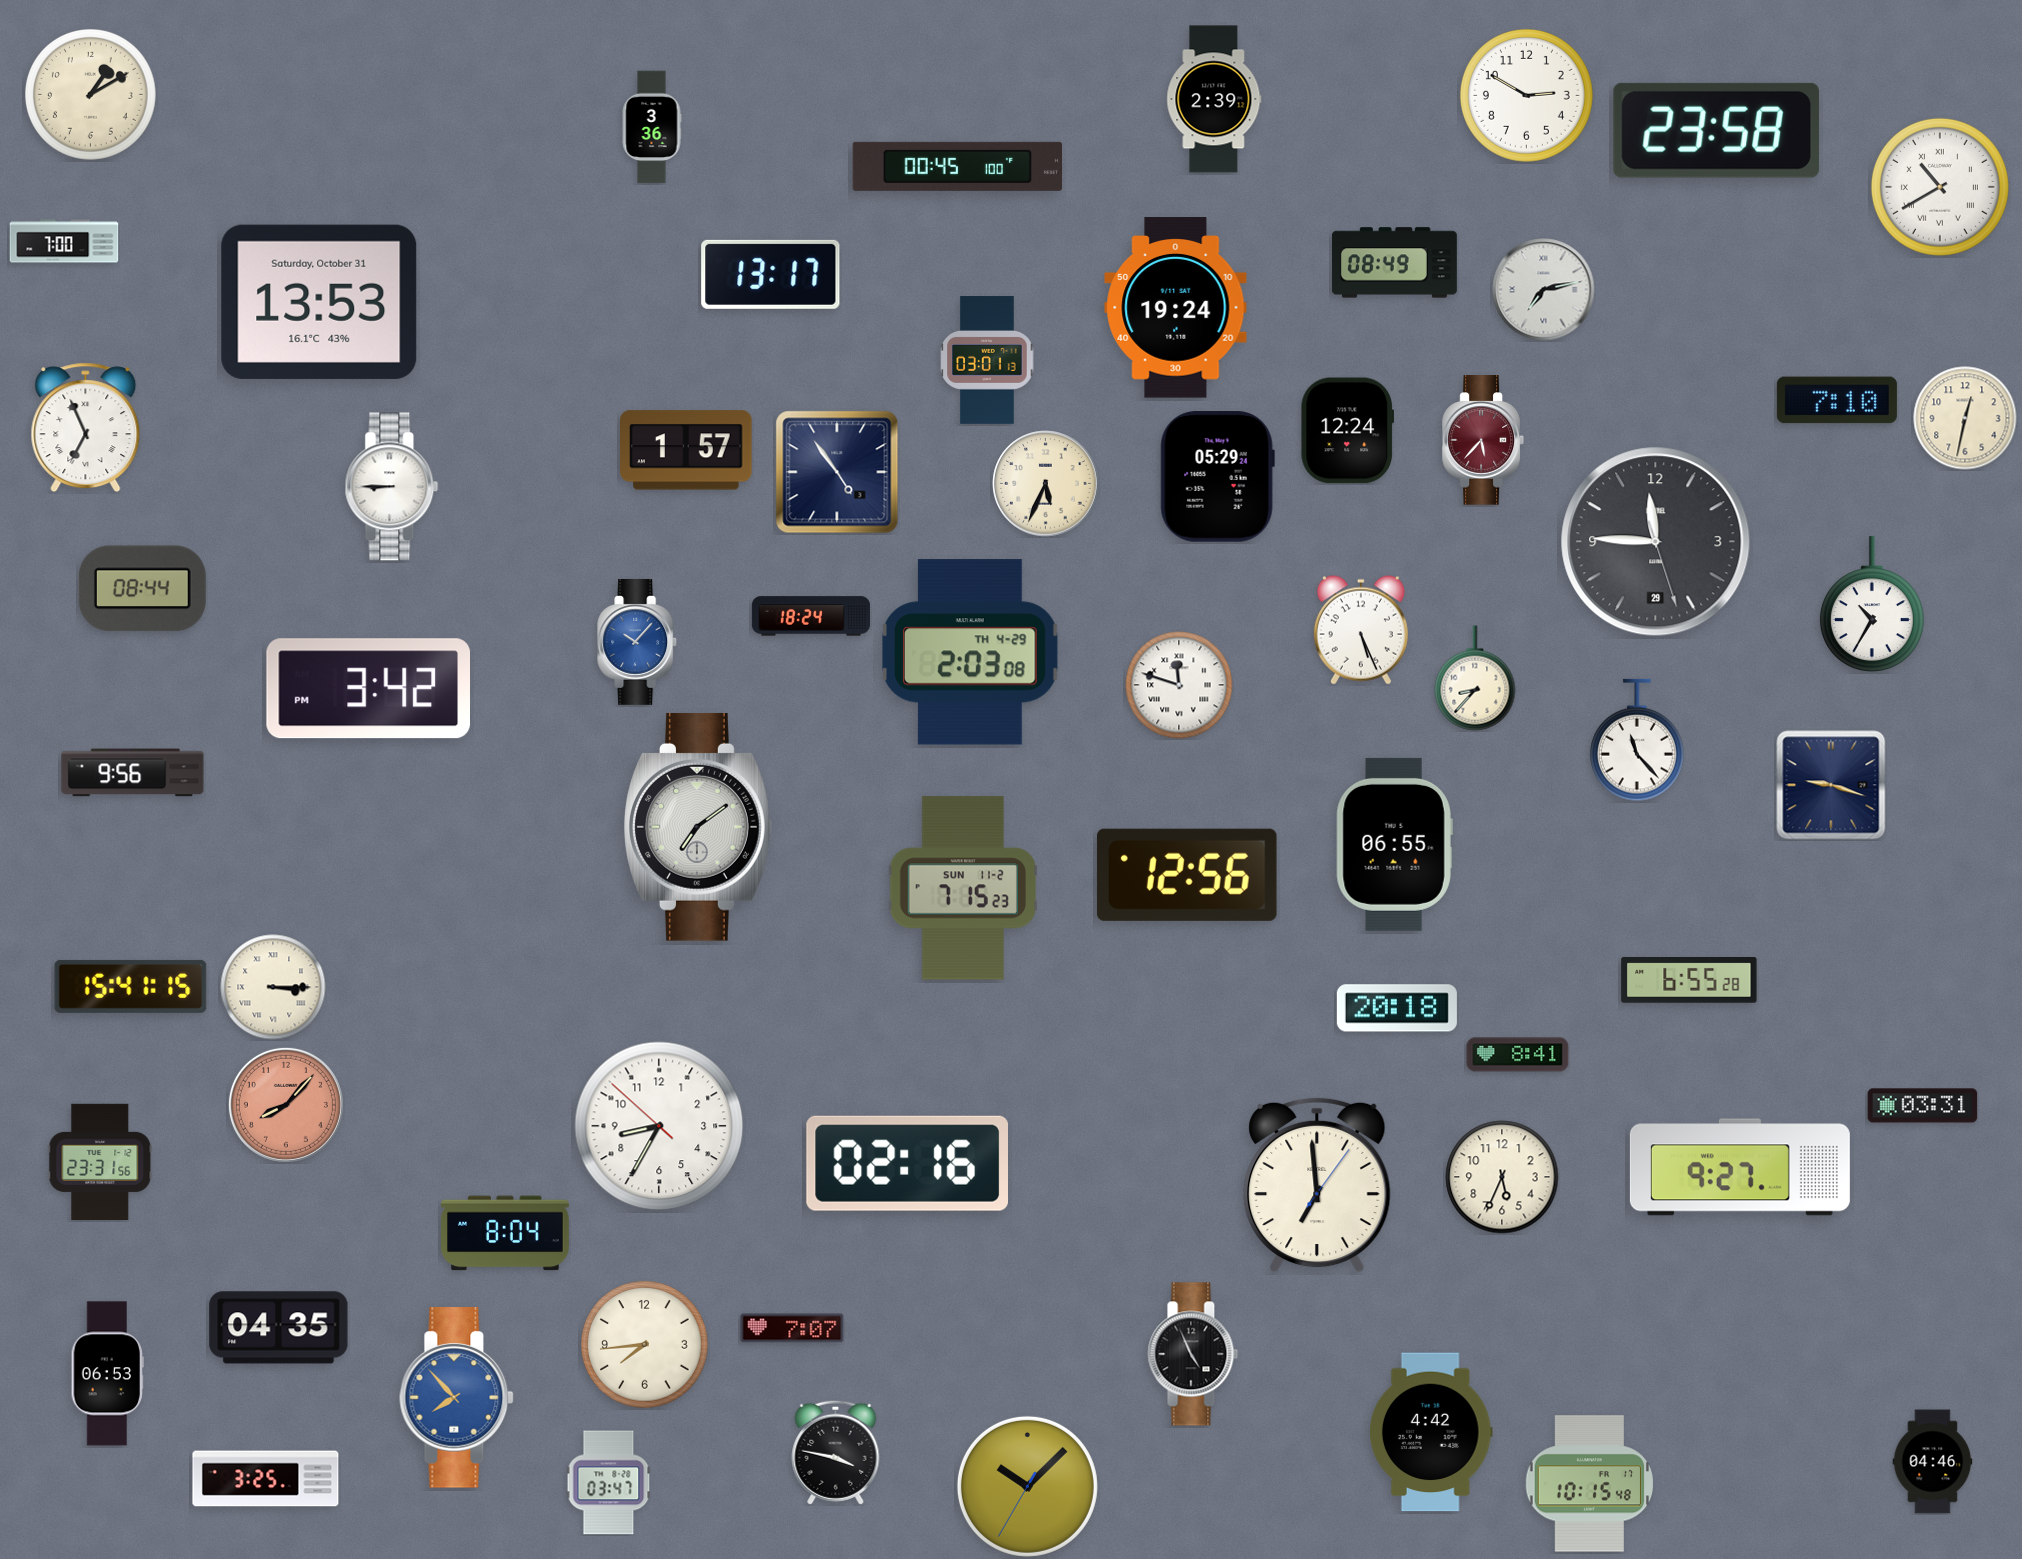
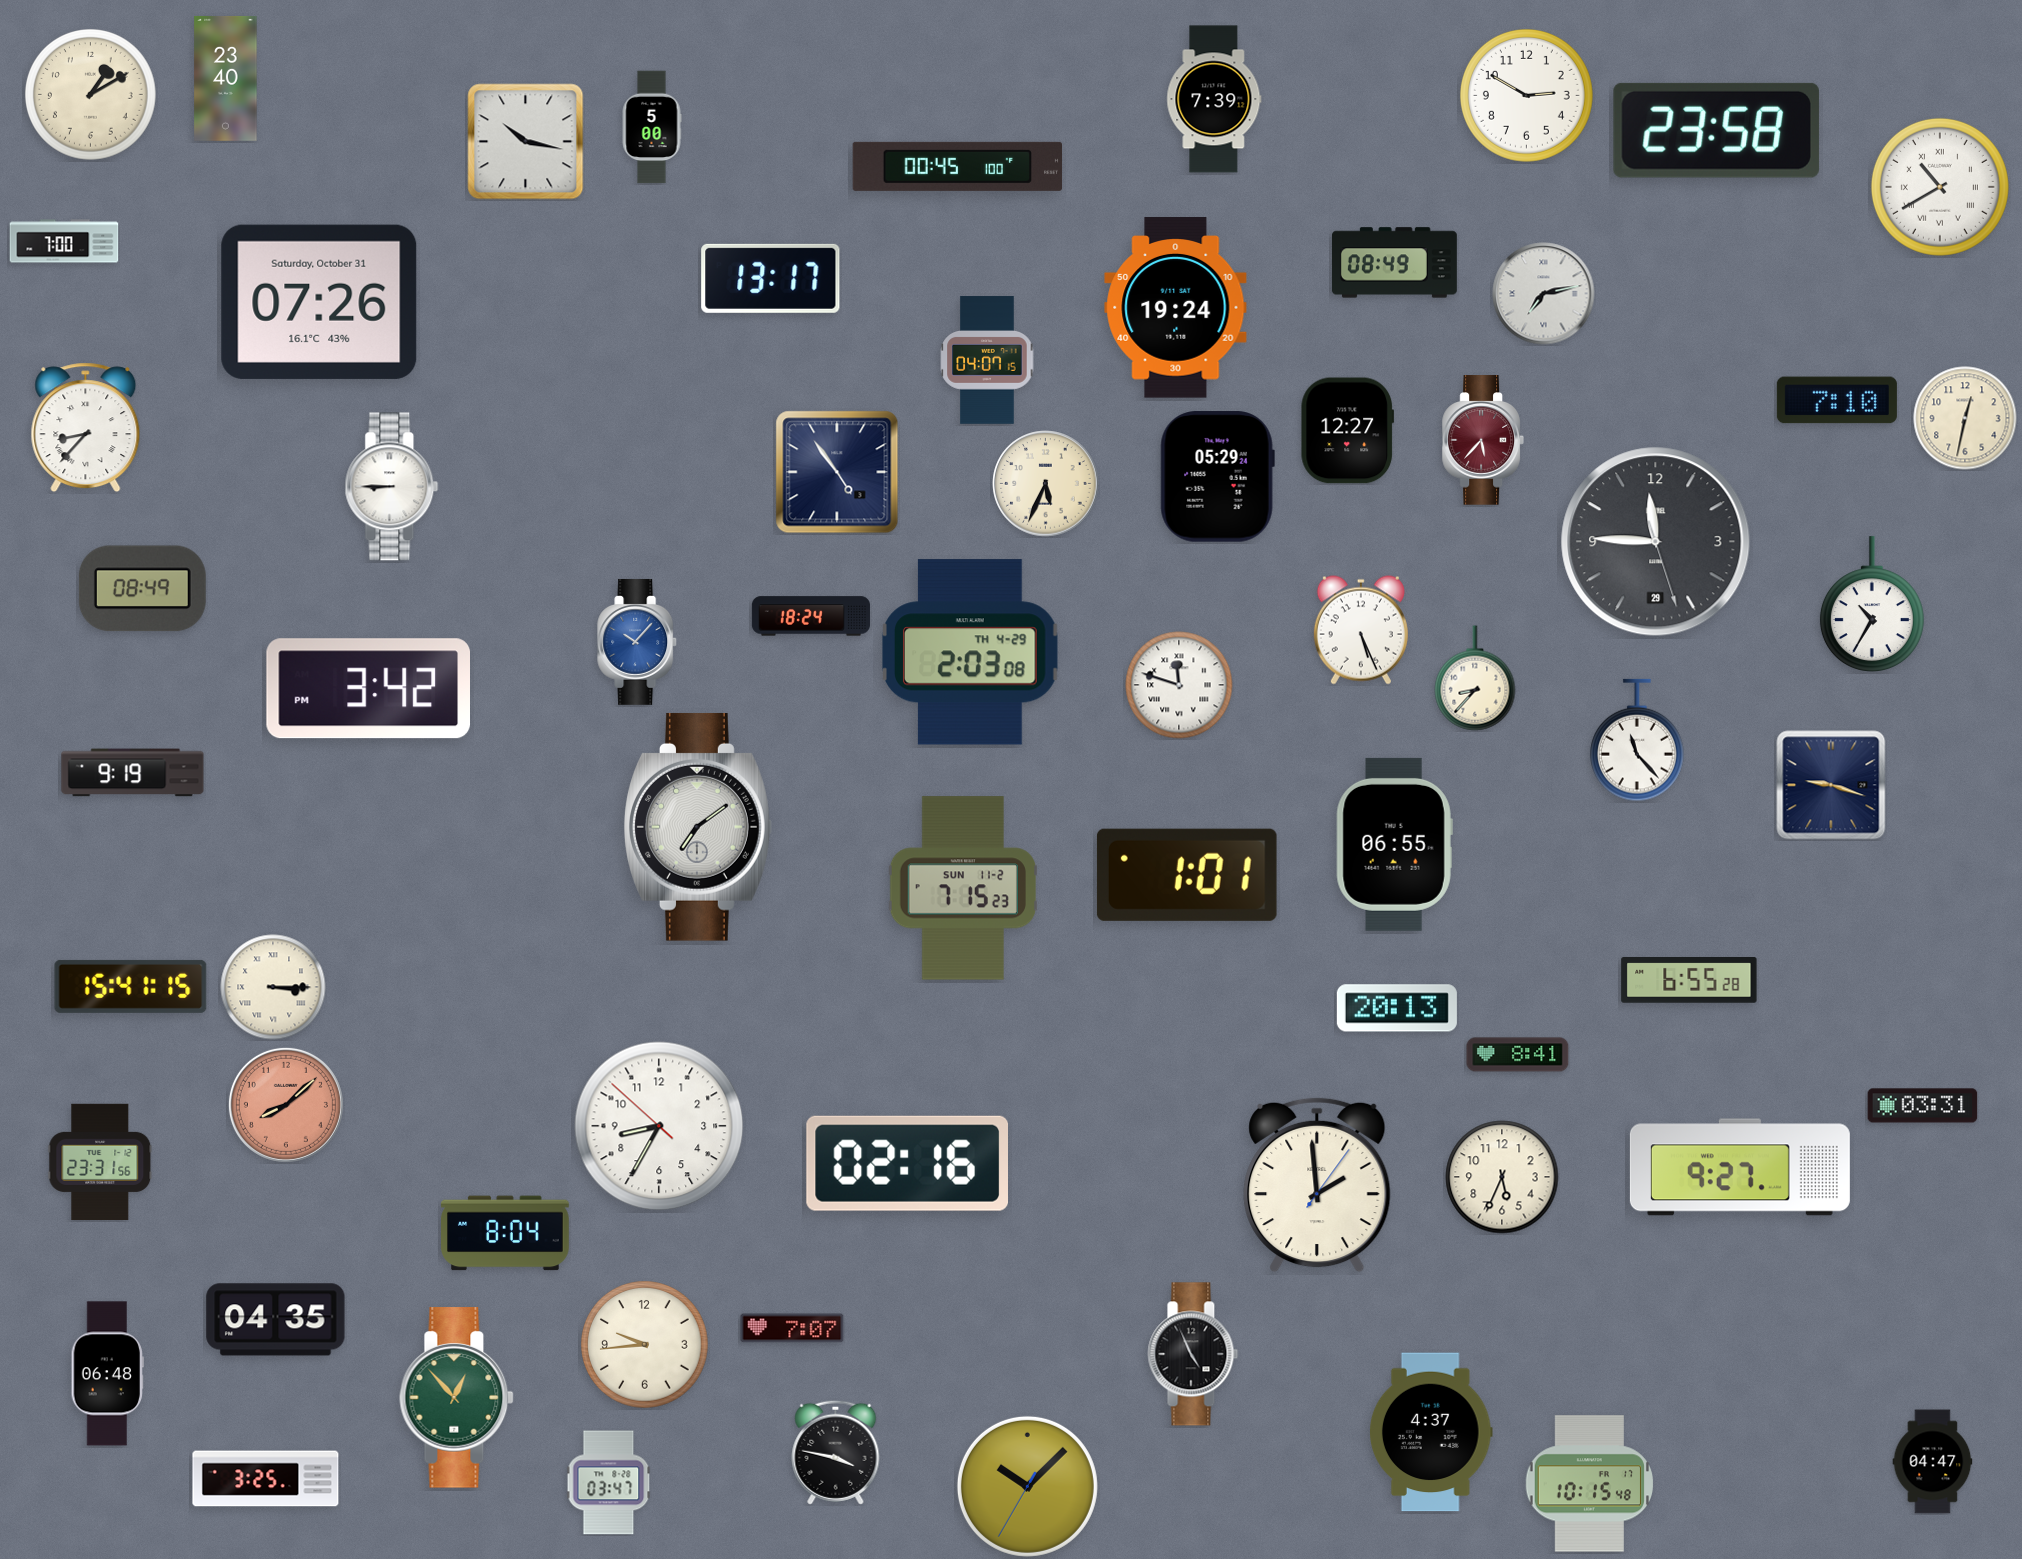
clock at (226, 78): none -> 23:40
clock at (1214, 99): 2:39 -> 7:39
clock at (652, 127): 3:36 -> 5:00
clock at (526, 142): none -> 10:17
clock at (771, 274) position: (771, 274) -> (771, 278)
clock at (1544, 290) position: (1544, 290) -> (1544, 294)
clock at (319, 302): 13:53 -> 07:26
clock at (987, 360): 03:01 -> 04:07
clock at (86, 428): 6:56 -> 8:37
clock at (1347, 431): 12:24 -> 12:27
clock at (686, 450): 1:57 -> none
clock at (142, 589): 08:44 -> 08:49
clock at (133, 773): 9:56 -> 9:19
clock at (1187, 875): 12:56 -> 1:01
clock at (1397, 1008): 20:18 -> 20:13
clock at (286, 1105): 8:07 -> 8:08
clock at (1317, 1185): 6:59 -> 1:59
clock at (279, 1328) position: (279, 1328) -> (276, 1320)
clock at (645, 1345): 7:44 -> 9:44
clock at (107, 1374): 06:53 -> 06:48
clock at (457, 1398): 7:53 -> 12:53
clock at (457, 1398) dial: blue -> green
clock at (1431, 1432): 4:42 -> 4:37
clock at (1933, 1462): 04:46 -> 04:47
